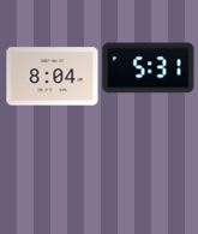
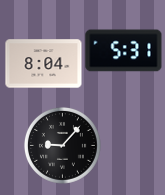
clock at (149, 68) position: (149, 68) -> (124, 51)
clock at (62, 145): none -> 9:07
